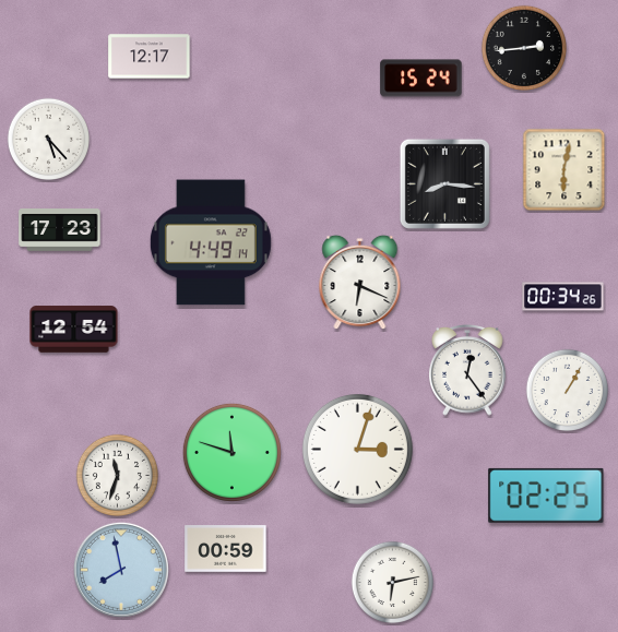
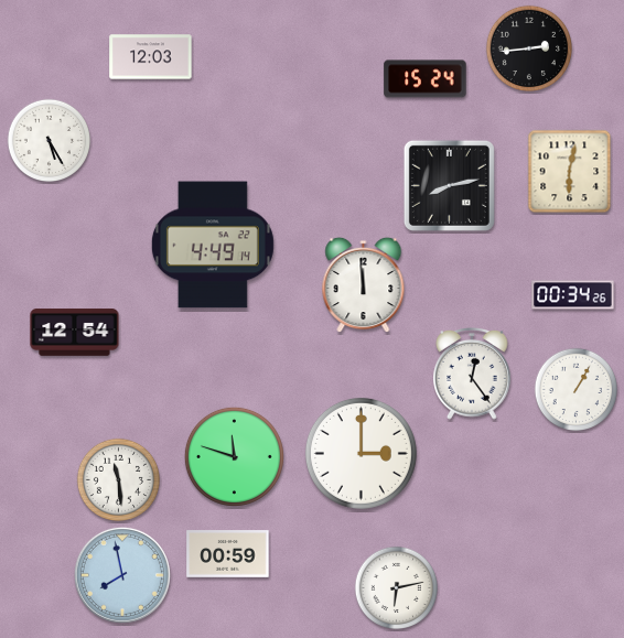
clock at (150, 57): 12:17 -> 12:03
clock at (49, 140): 5:23 -> 5:25
clock at (444, 183): 8:16 -> 8:13
clock at (60, 230): 17:23 -> none
clock at (360, 283): 6:19 -> 11:59
clock at (563, 297) position: (563, 297) -> (573, 295)
clock at (568, 391) position: (568, 391) -> (577, 390)
clock at (357, 449): 3:03 -> 3:00
clock at (118, 476): 11:33 -> 11:29
clock at (546, 496): 02:25 -> none
